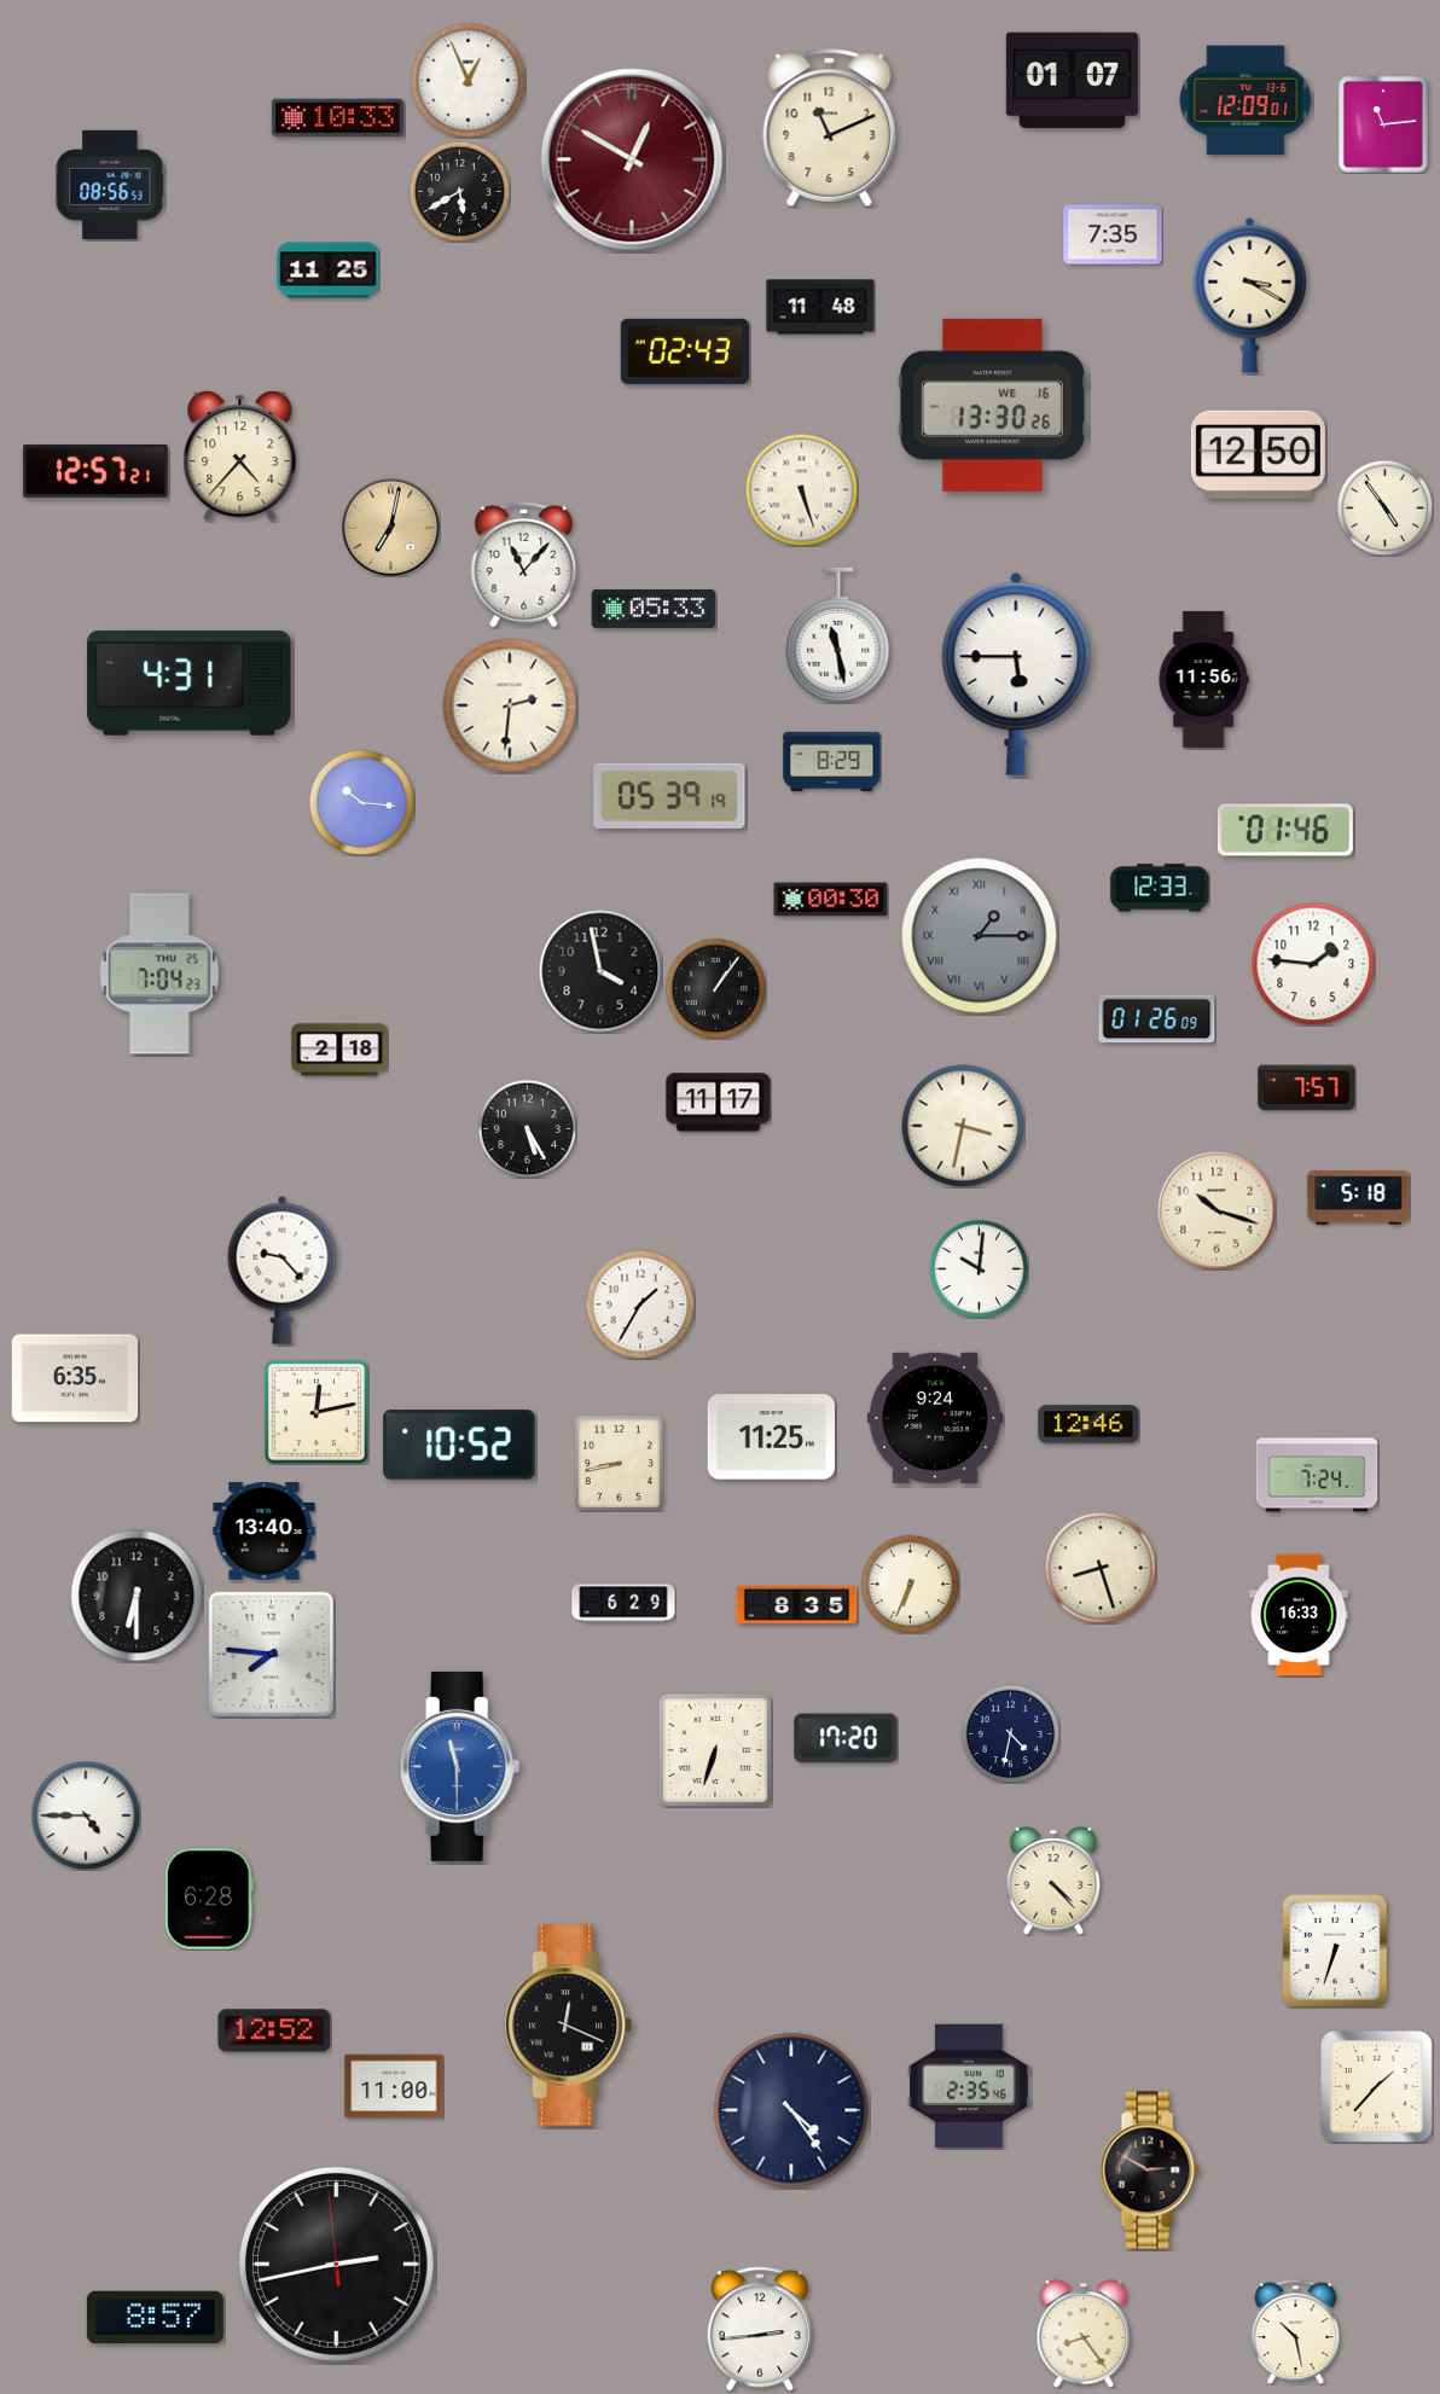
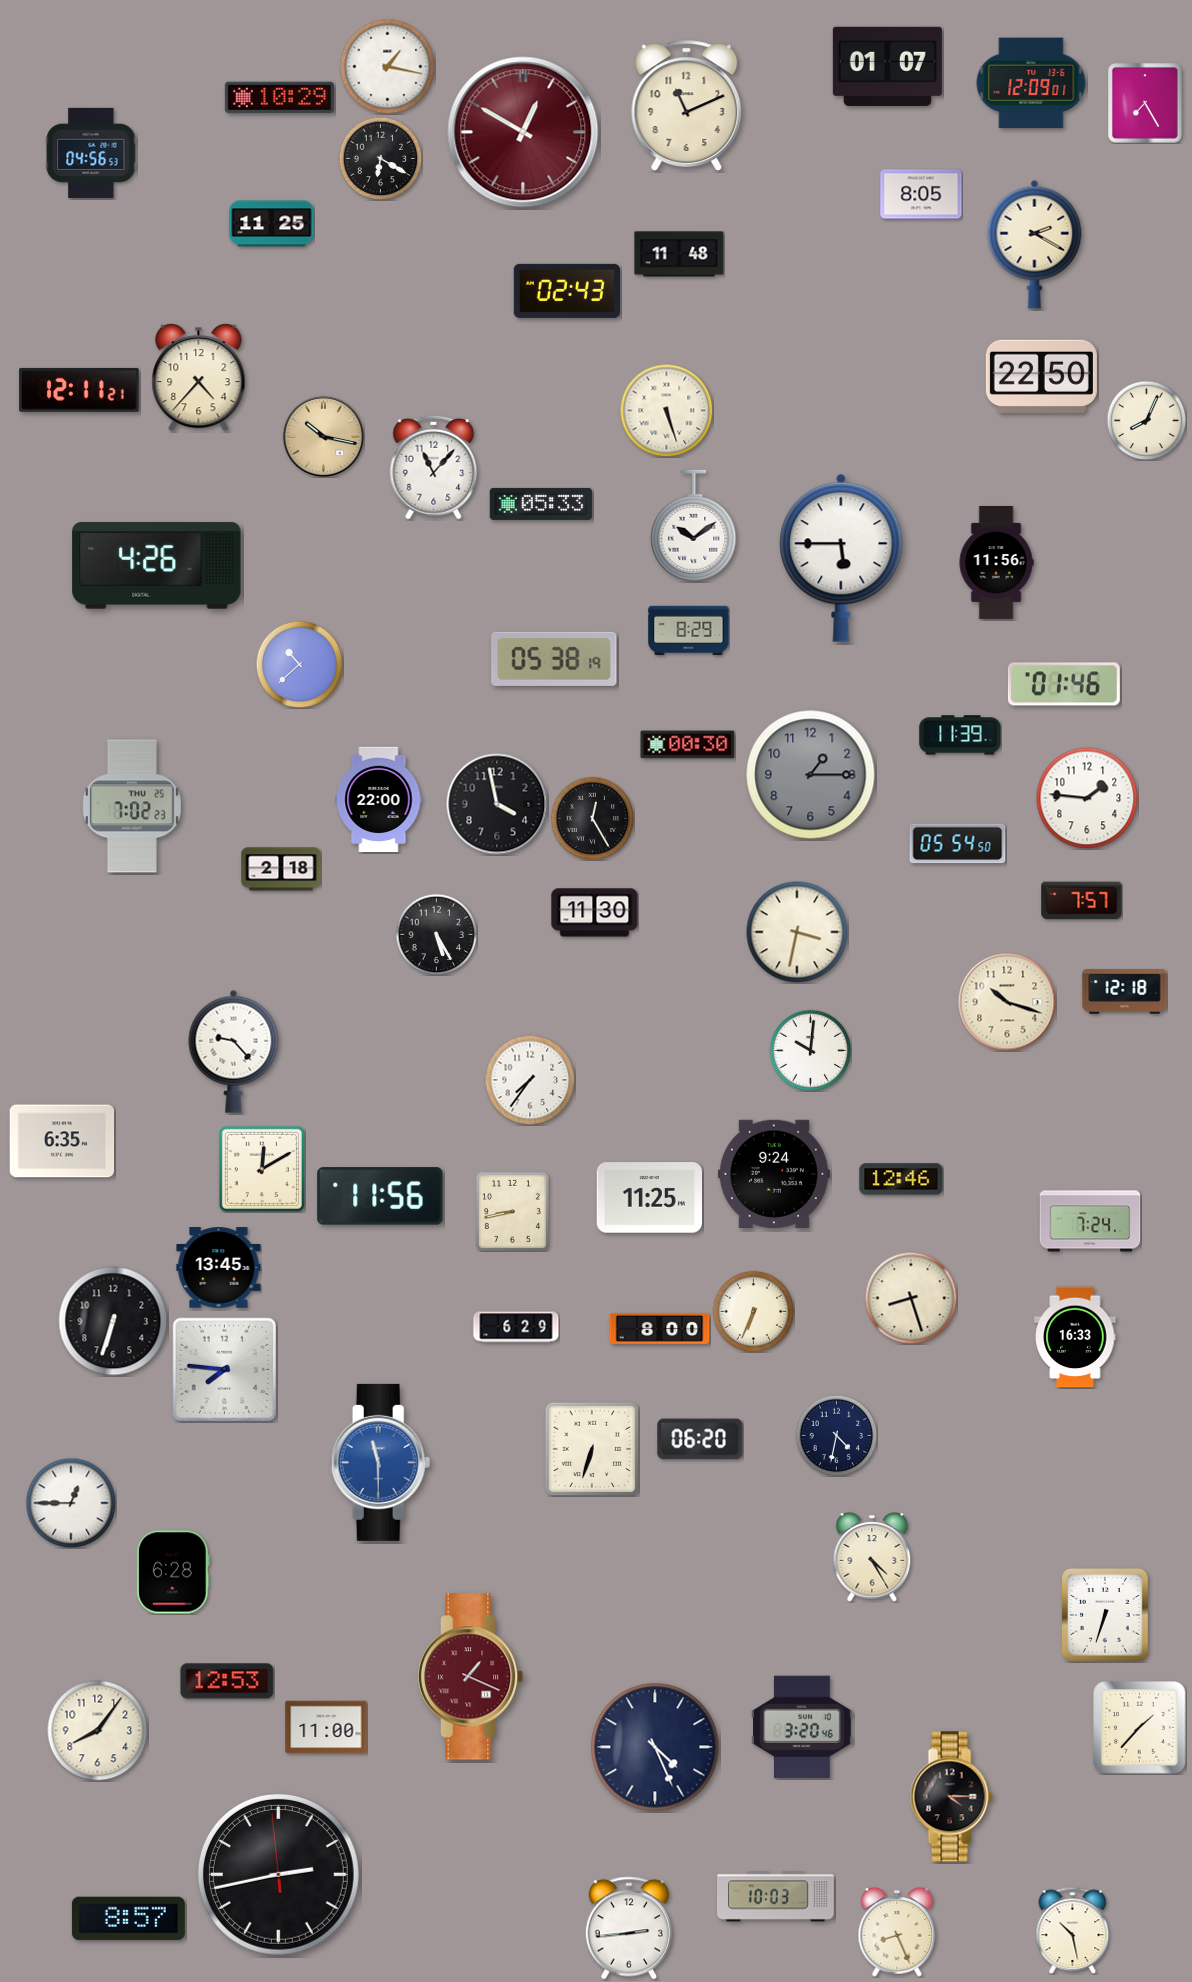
clock at (468, 80): 12:56 -> 1:17
clock at (337, 118): 10:33 -> 10:29
clock at (1383, 124): 11:14 -> 7:25
clock at (110, 185): 08:56 -> 04:56
clock at (459, 191): 5:40 -> 6:20
clock at (1113, 234): 7:35 -> 8:05
clock at (1250, 295): 3:20 -> 2:20
clock at (992, 405): 13:30 -> none
clock at (1258, 455): 12:50 -> 22:50
clock at (95, 471): 12:57 -> 12:11
clock at (801, 489) position: (801, 489) -> (666, 410)
clock at (1384, 507): 4:54 -> 8:04
clock at (390, 527): 7:02 -> 10:17
clock at (838, 635): 11:28 -> 10:09
clock at (190, 684): 4:31 -> 4:26
clock at (510, 705): 2:31 -> none
clock at (669, 796): 05:39 -> 05:38
clock at (361, 802): 10:16 -> 10:38
clock at (1285, 830) position: (1285, 830) -> (1064, 684)
clock at (1160, 888): 12:33 -> 11:39
clock at (980, 936) numerals: Roman -> Arabic
clock at (379, 800): none -> 22:00
clock at (159, 974): 7:04 -> 7:02
clock at (715, 988): 1:06 -> 12:25
clock at (1157, 1019): 01:26 -> 05:54
clock at (719, 1103): 11:17 -> 11:30
clock at (1359, 1198): 5:18 -> 12:18
clock at (640, 1305): 1:35 -> 7:36
clock at (317, 1412): 12:13 -> 12:10
clock at (771, 1437) position: (771, 1437) -> (649, 1198)
clock at (459, 1445): 10:52 -> 11:56
clock at (265, 1532): 13:40 -> 13:45
clock at (137, 1596): 6:30 -> 6:33
clock at (797, 1604): 8:35 -> 8:00
clock at (846, 1738): 17:20 -> 06:20
clock at (86, 1815): 4:45 -> 12:45
clock at (1053, 1881): 4:23 -> 4:25
clock at (569, 2026): 12:19 -> 1:19
clock at (569, 2026) dial: black -> burgundy
clock at (274, 2030): 12:52 -> 12:53
clock at (969, 2086): 2:35 -> 3:20
clock at (98, 1731): none -> 8:06
clock at (791, 2110): 4:24 -> 4:26
clock at (1149, 2171): 2:50 -> 4:15
clock at (776, 1897): none -> 10:03
clock at (1084, 2334): 8:24 -> 8:26
